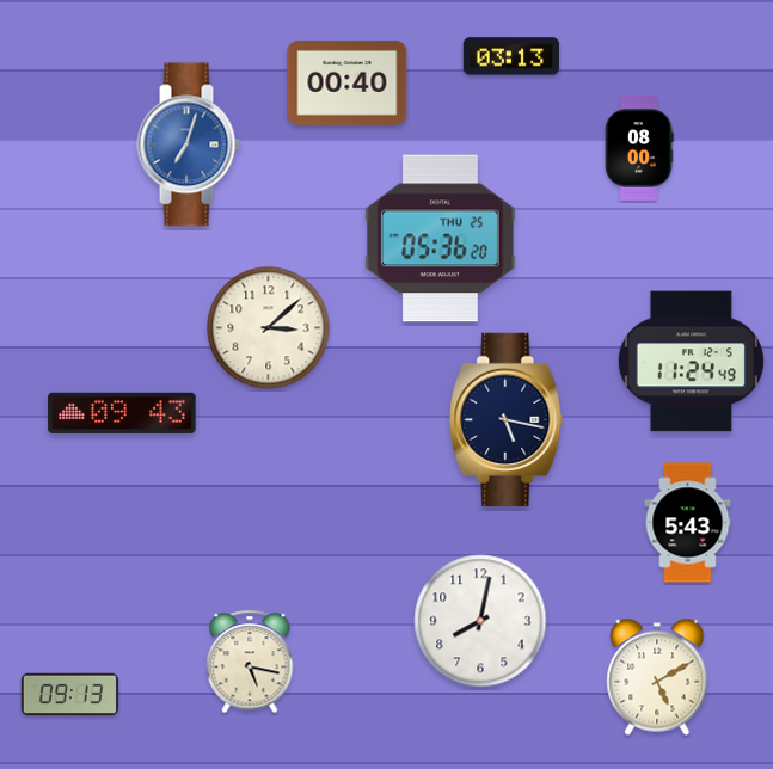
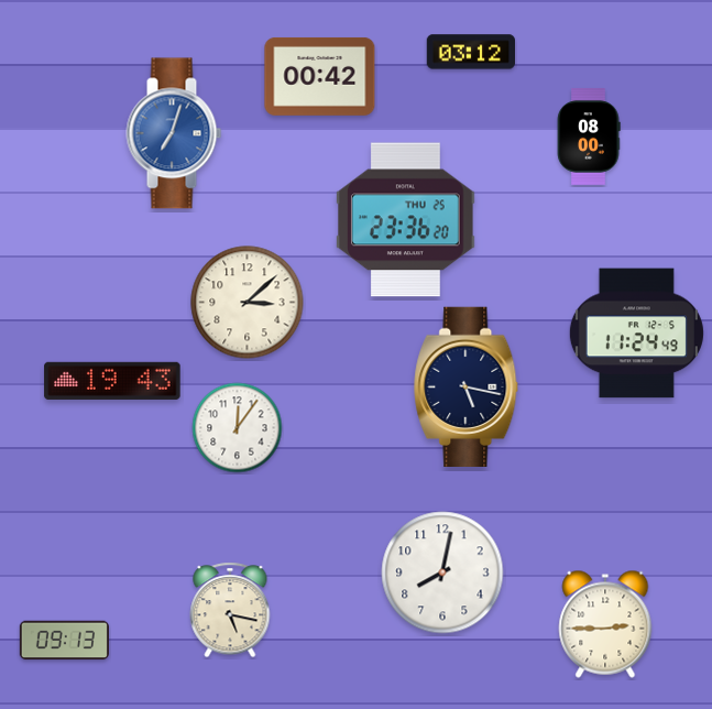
clock at (510, 56): 03:13 -> 03:12
clock at (348, 82): 00:40 -> 00:42
clock at (441, 239): 05:36 -> 23:36
clock at (122, 413): 09:43 -> 19:43
clock at (238, 428): none -> 12:06
clock at (688, 523): 5:43 -> none
clock at (657, 677): 5:10 -> 2:45
